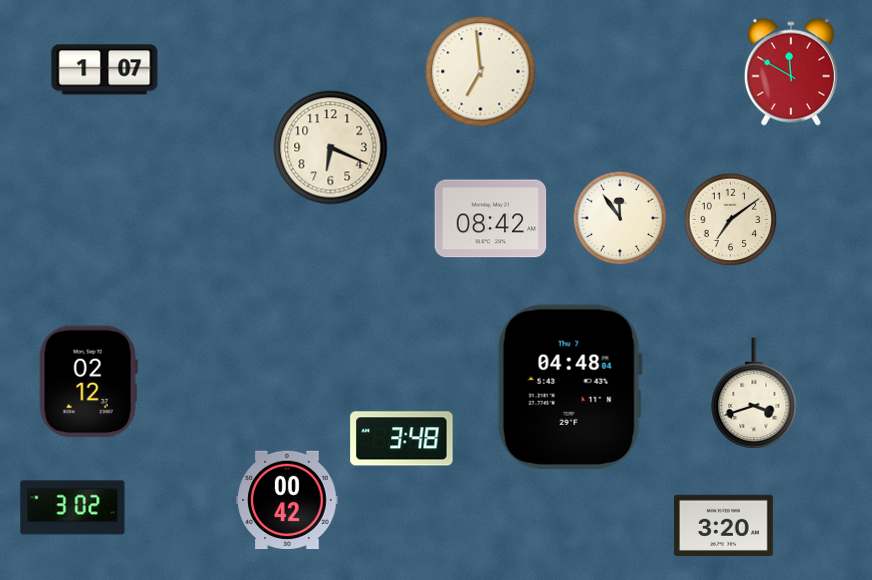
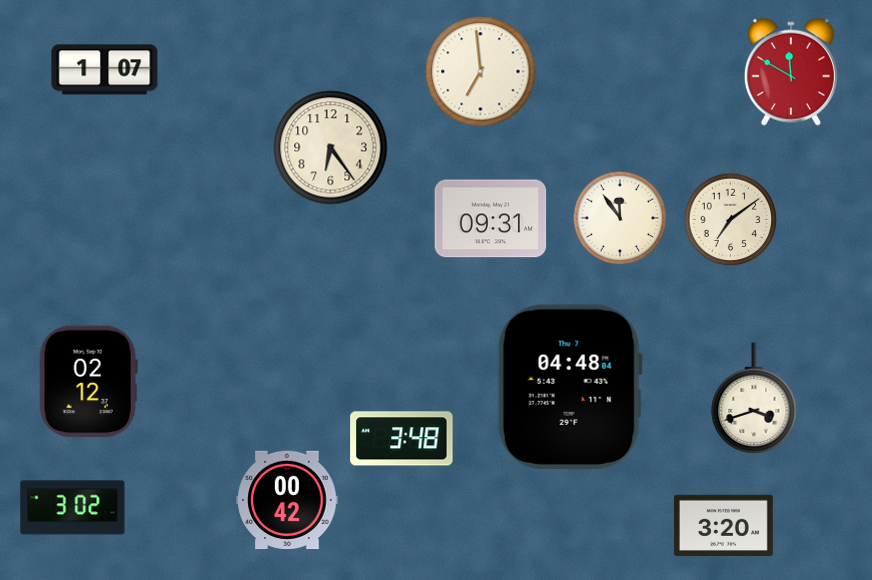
clock at (331, 148): 6:19 -> 6:24
clock at (491, 219): 08:42 -> 09:31
clock at (754, 394) position: (754, 394) -> (754, 399)
